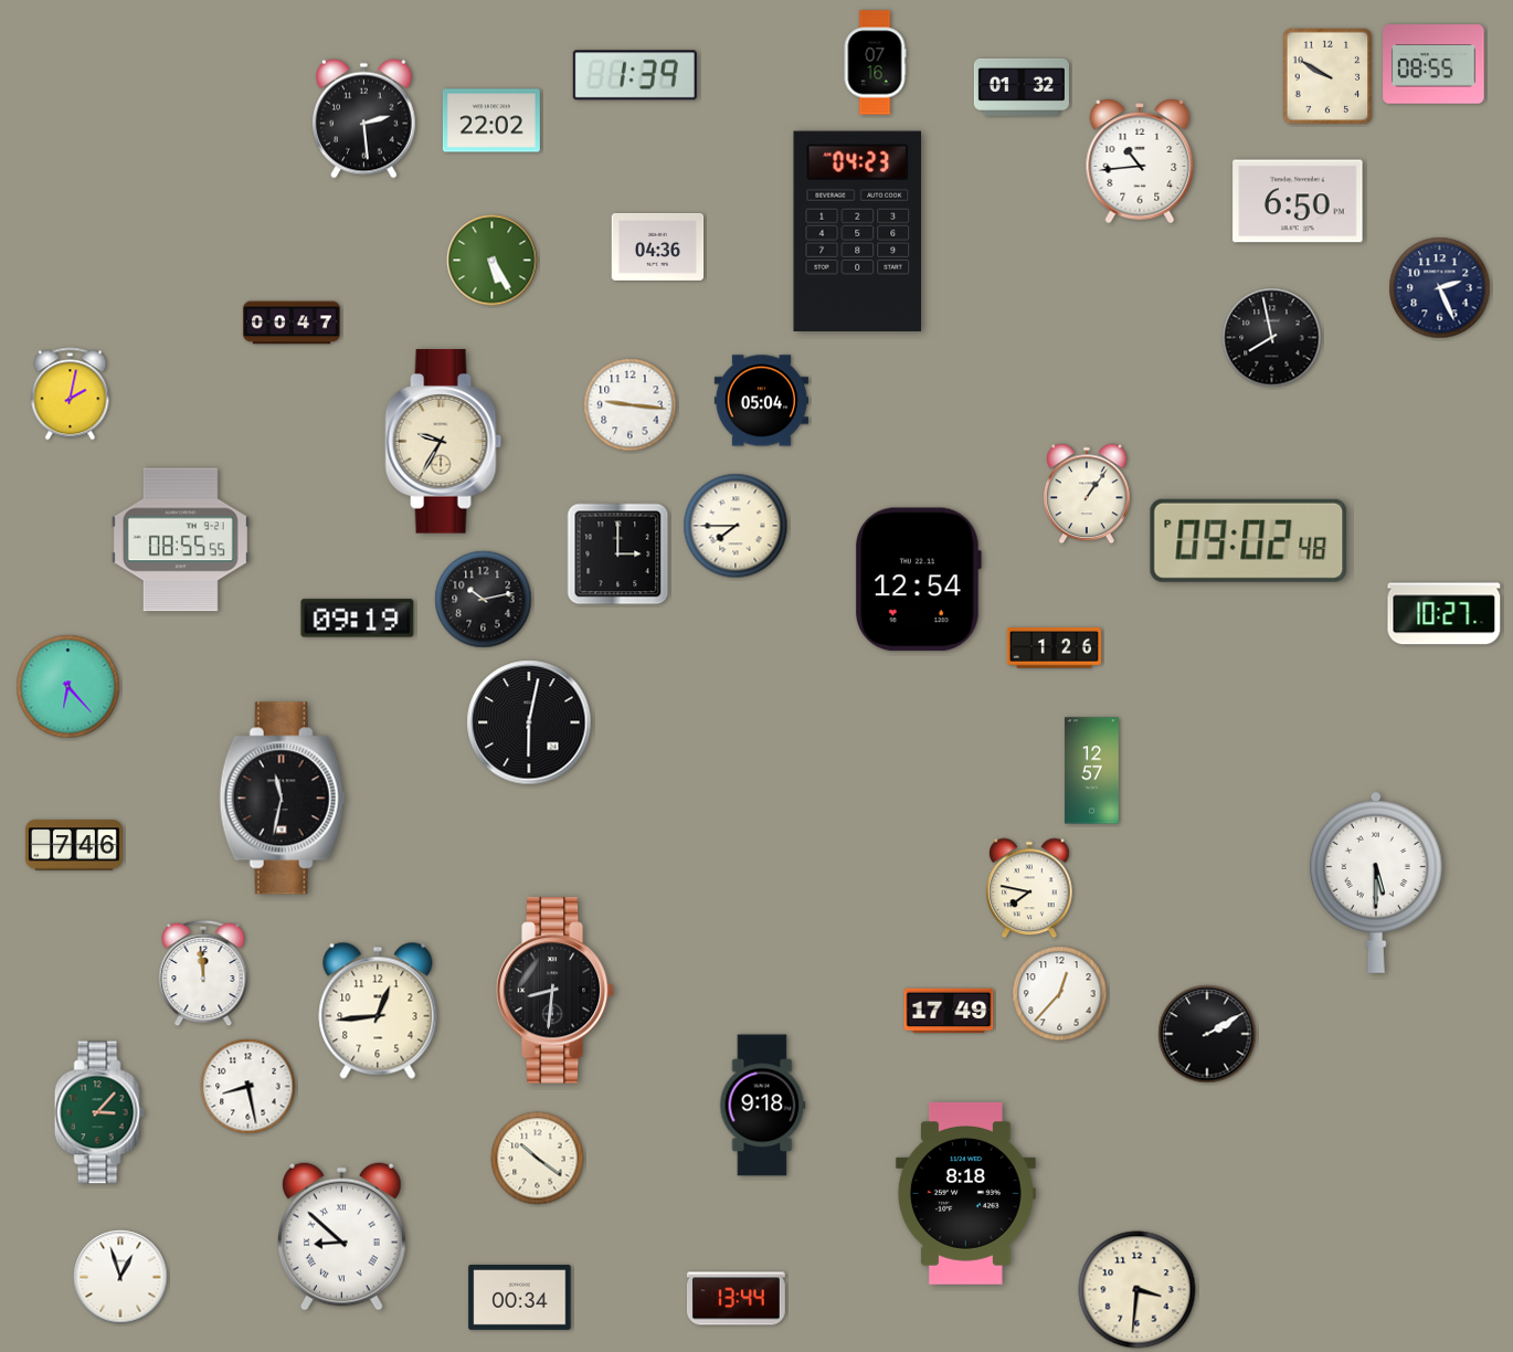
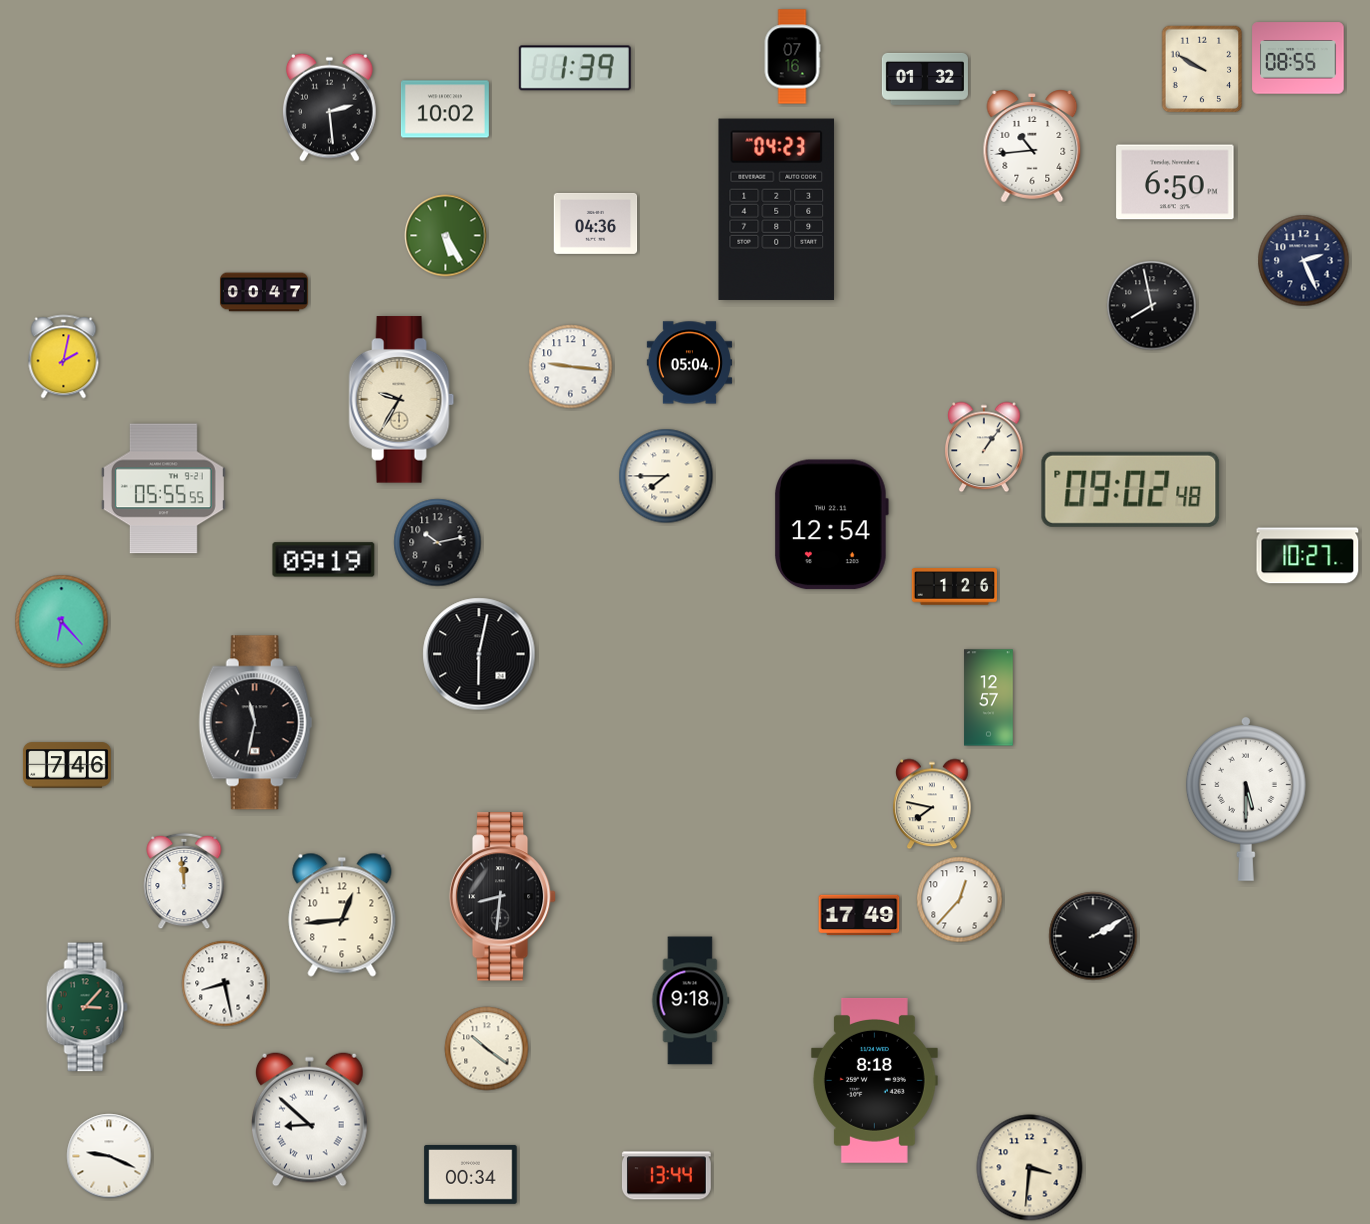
clock at (491, 120): 22:02 -> 10:02
clock at (180, 540): 08:55 -> 05:55
clock at (618, 554): 3:00 -> none
clock at (99, 1112) position: (99, 1112) -> (87, 1007)
clock at (120, 1277): 12:57 -> 9:19
